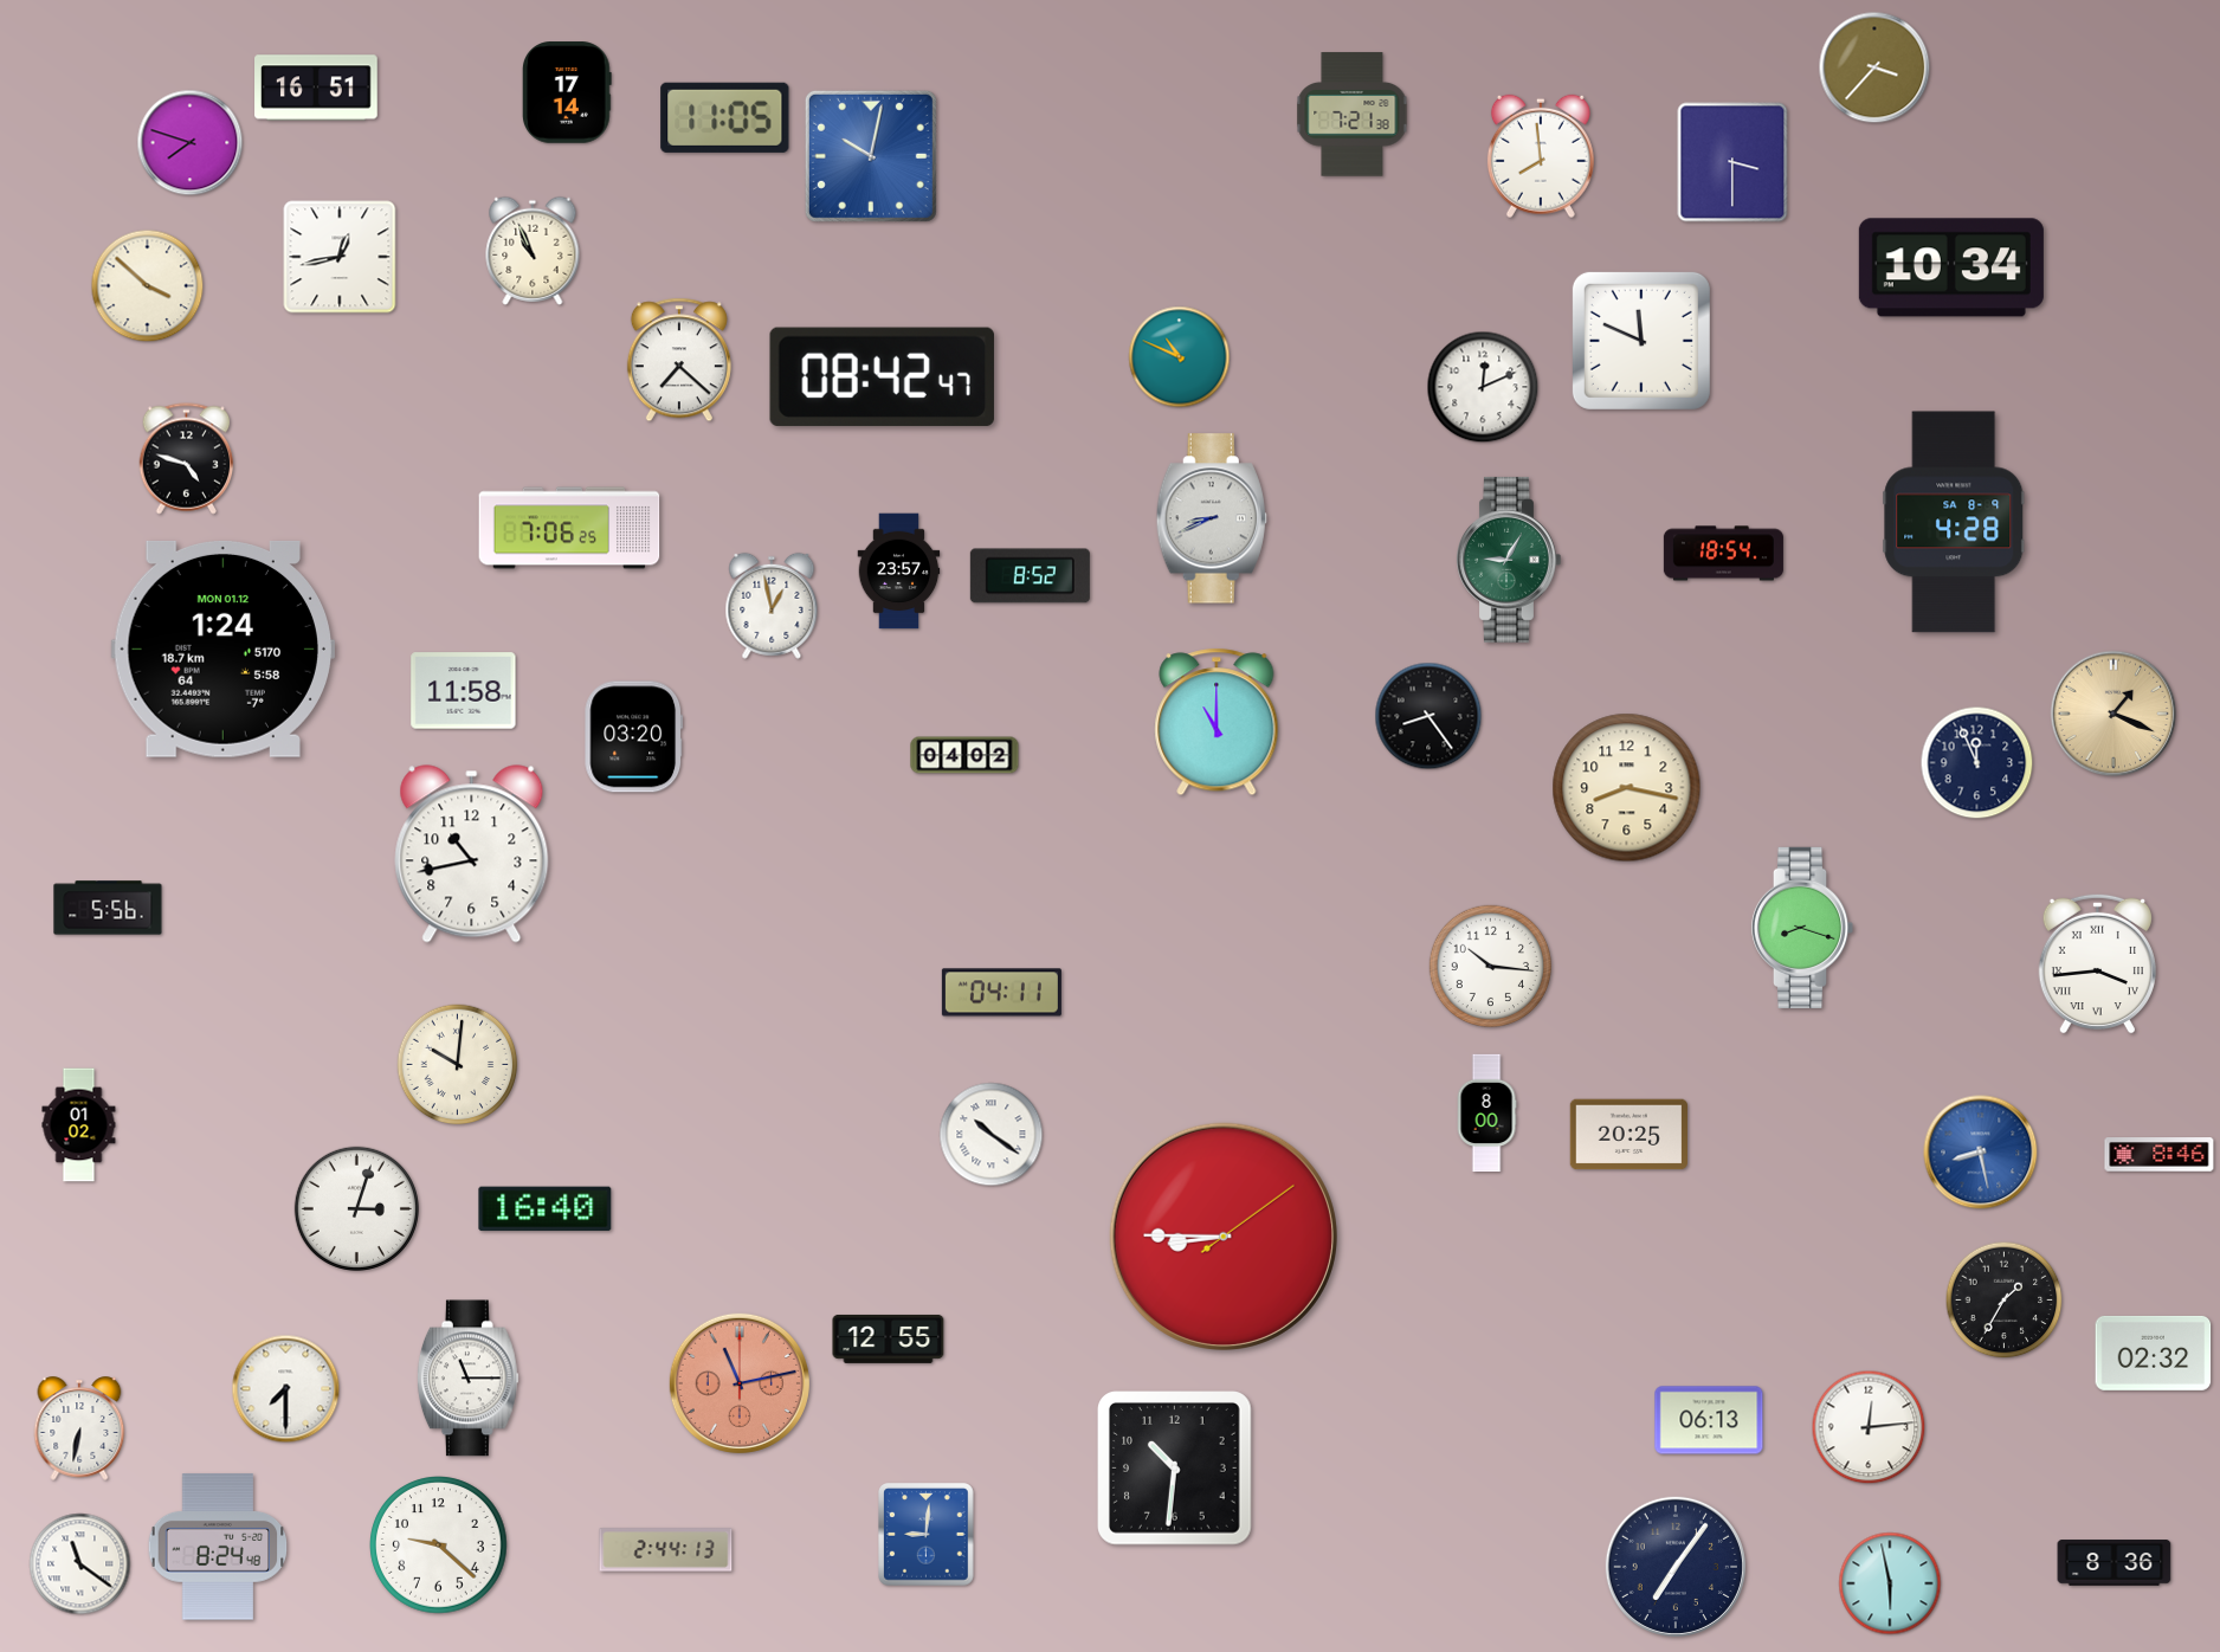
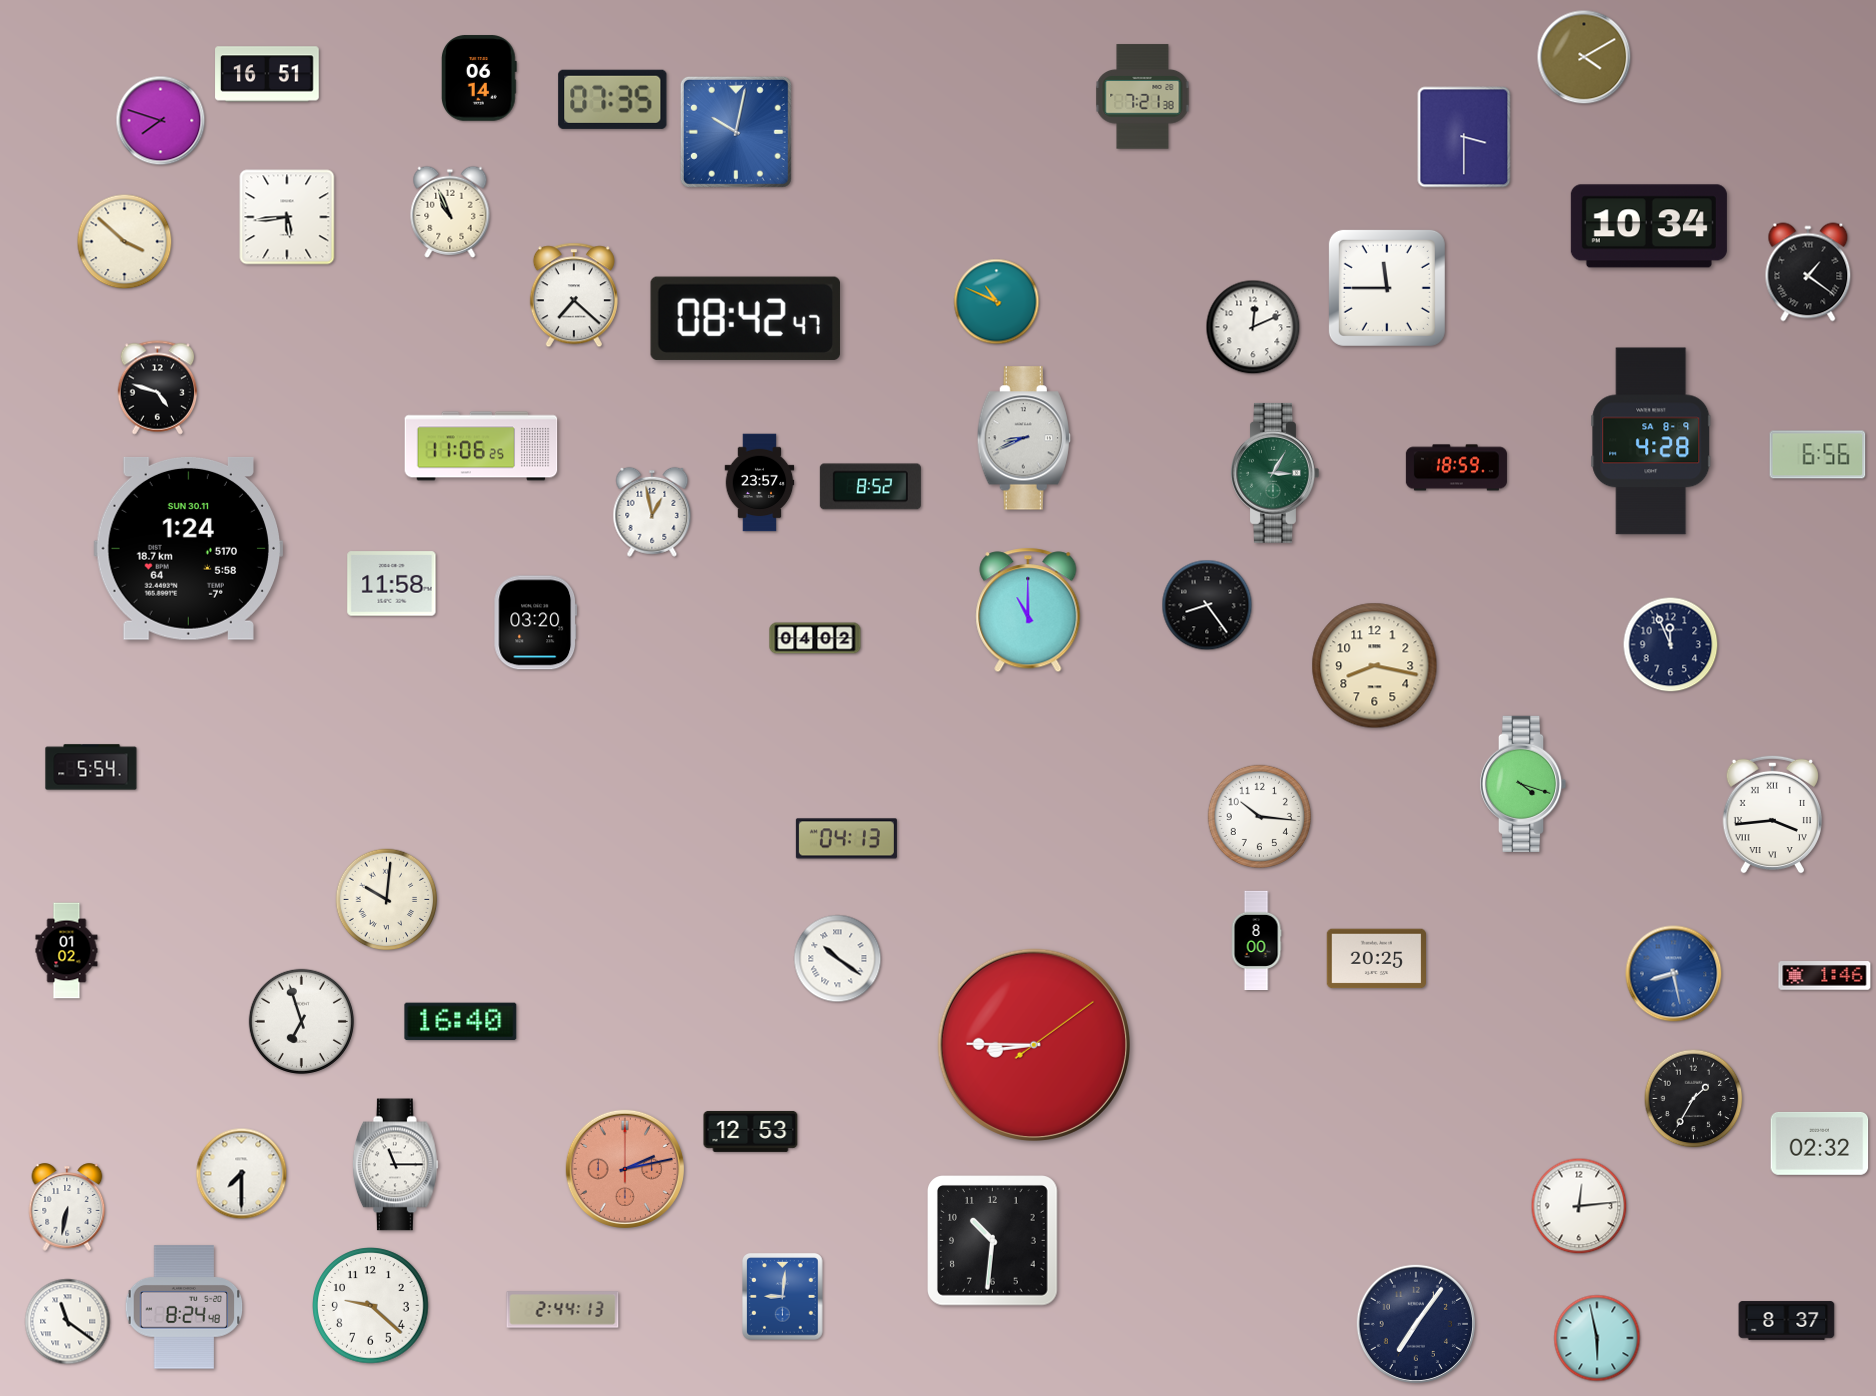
clock at (1874, 67): 3:37 -> 4:10
clock at (567, 92): 17:14 -> 06:14
clock at (725, 117): 11:05 -> 07:35
clock at (1541, 156): 7:59 -> none
clock at (340, 257): 12:43 -> 5:44
clock at (1808, 272): none -> 1:21
clock at (1641, 341): 11:49 -> 11:45
clock at (679, 360) position: (679, 360) -> (574, 295)
clock at (569, 528): 7:06 -> 11:06
clock at (1818, 455): none -> 6:56
clock at (1723, 554): 18:54 -> 18:59
clock at (1509, 560): 9:05 -> 3:05
clock at (222, 648) date: MON 01.12 -> SUN 30.11
clock at (2113, 714): 1:19 -> none
clock at (472, 854): 10:43 -> none
clock at (108, 908): 5:56 -> 5:54
clock at (1802, 928): 8:18 -> 4:18
clock at (1001, 993): 04:11 -> 04:13
clock at (2160, 1155): 8:46 -> 1:46
clock at (356, 1208): 3:03 -> 6:57
clock at (889, 1338): 12:55 -> 12:53
clock at (740, 1383): 11:13 -> 2:13
clock at (1709, 1420): 06:13 -> none
clock at (2115, 1563): 8:36 -> 8:37
